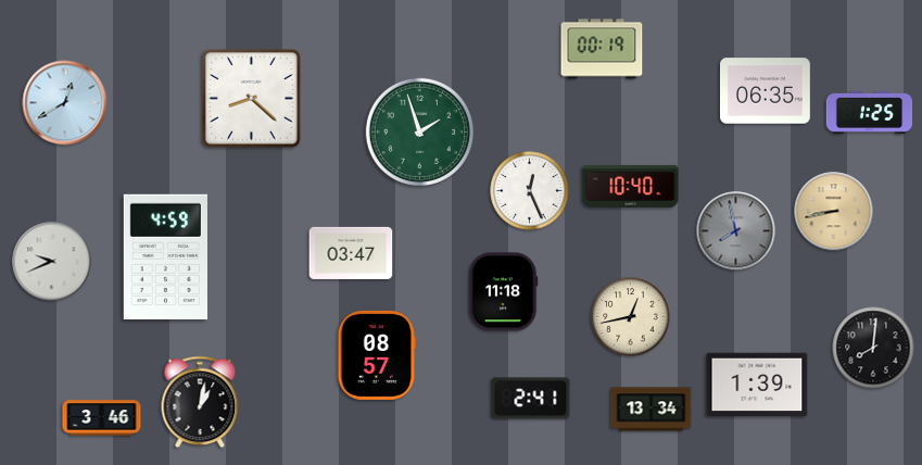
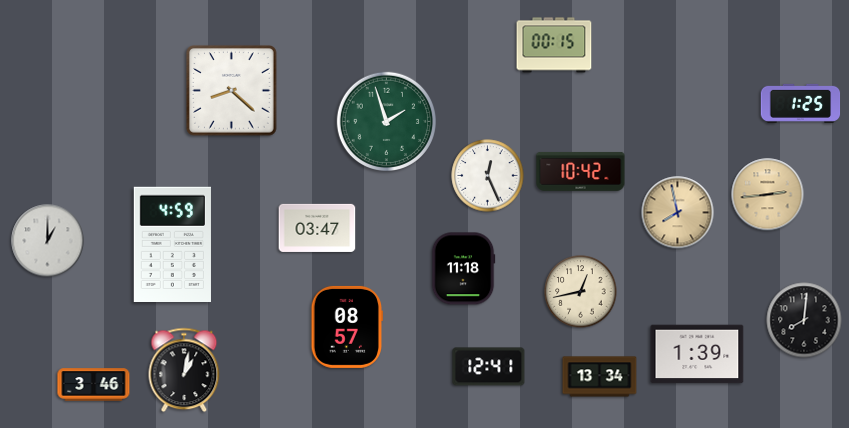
clock at (602, 49): 00:19 -> 00:15
clock at (766, 91): 06:35 -> none
clock at (65, 103): 12:40 -> none
clock at (631, 186): 10:40 -> 10:42
clock at (834, 212): 8:43 -> 2:44
clock at (736, 231) dial: grey -> champagne
clock at (351, 253) position: (351, 253) -> (317, 228)
clock at (165, 256) position: (165, 256) -> (172, 244)
clock at (52, 262): 9:41 -> 1:00
clock at (531, 399): 2:41 -> 12:41
